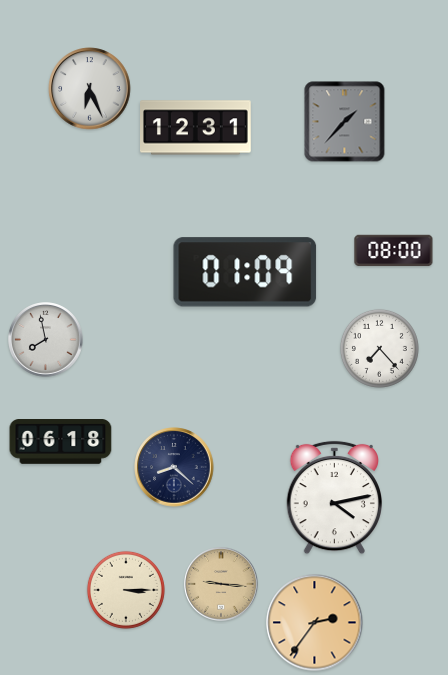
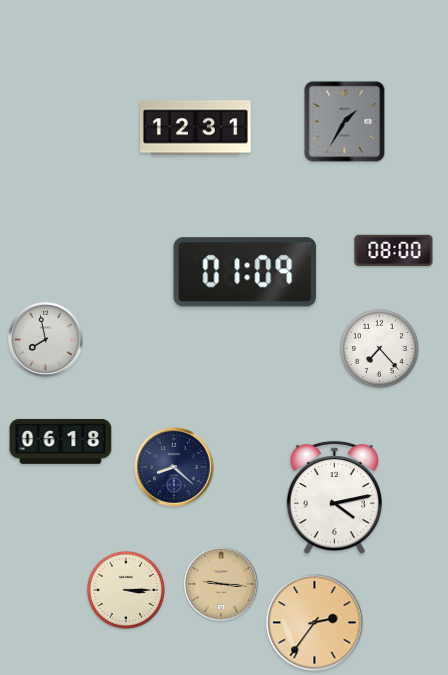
clock at (90, 89): 6:26 -> none
clock at (345, 122): 1:37 -> 1:35
